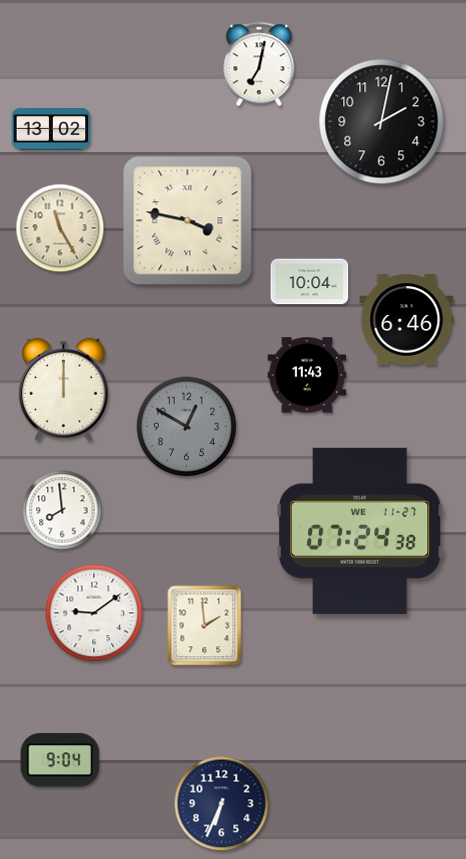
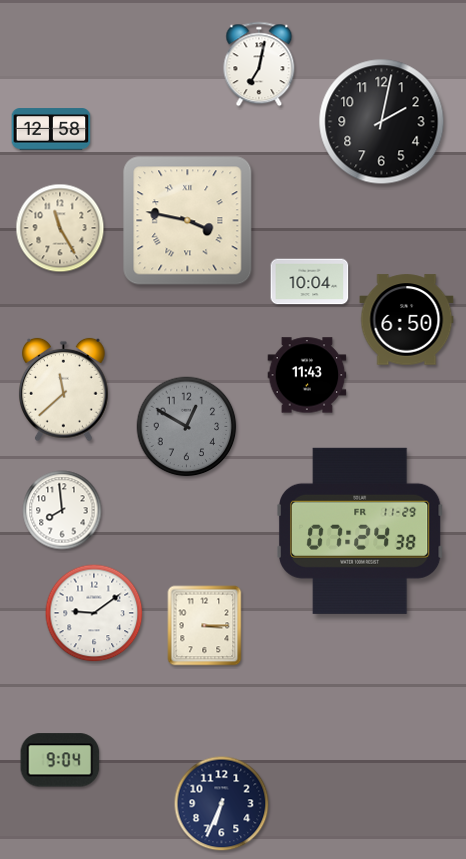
clock at (51, 129): 13:02 -> 12:58
clock at (407, 320): 6:46 -> 6:50
clock at (64, 390): 12:00 -> 11:38
clock at (360, 531) date: WE 11-27 -> FR 11-29
clock at (205, 626): 1:59 -> 3:15
